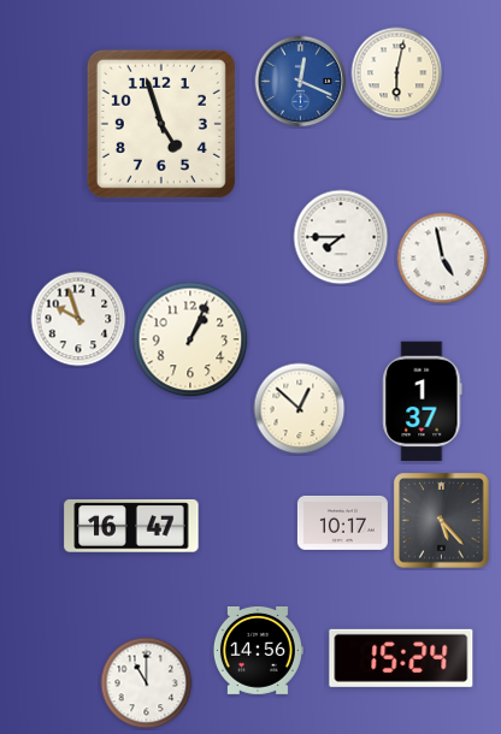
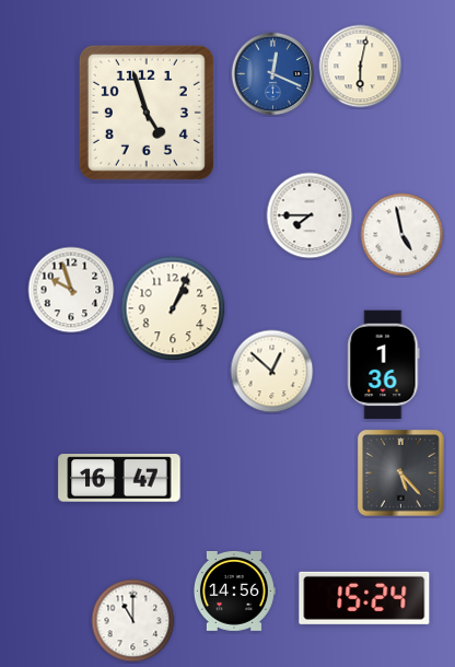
clock at (423, 402): 1:37 -> 1:36
clock at (342, 522): 10:17 -> none
